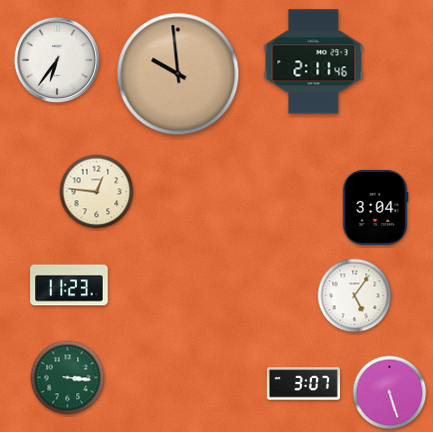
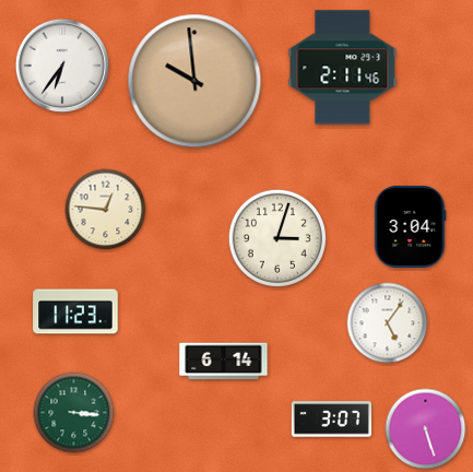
clock at (277, 238): none -> 3:03
clock at (224, 362): none -> 6:14
